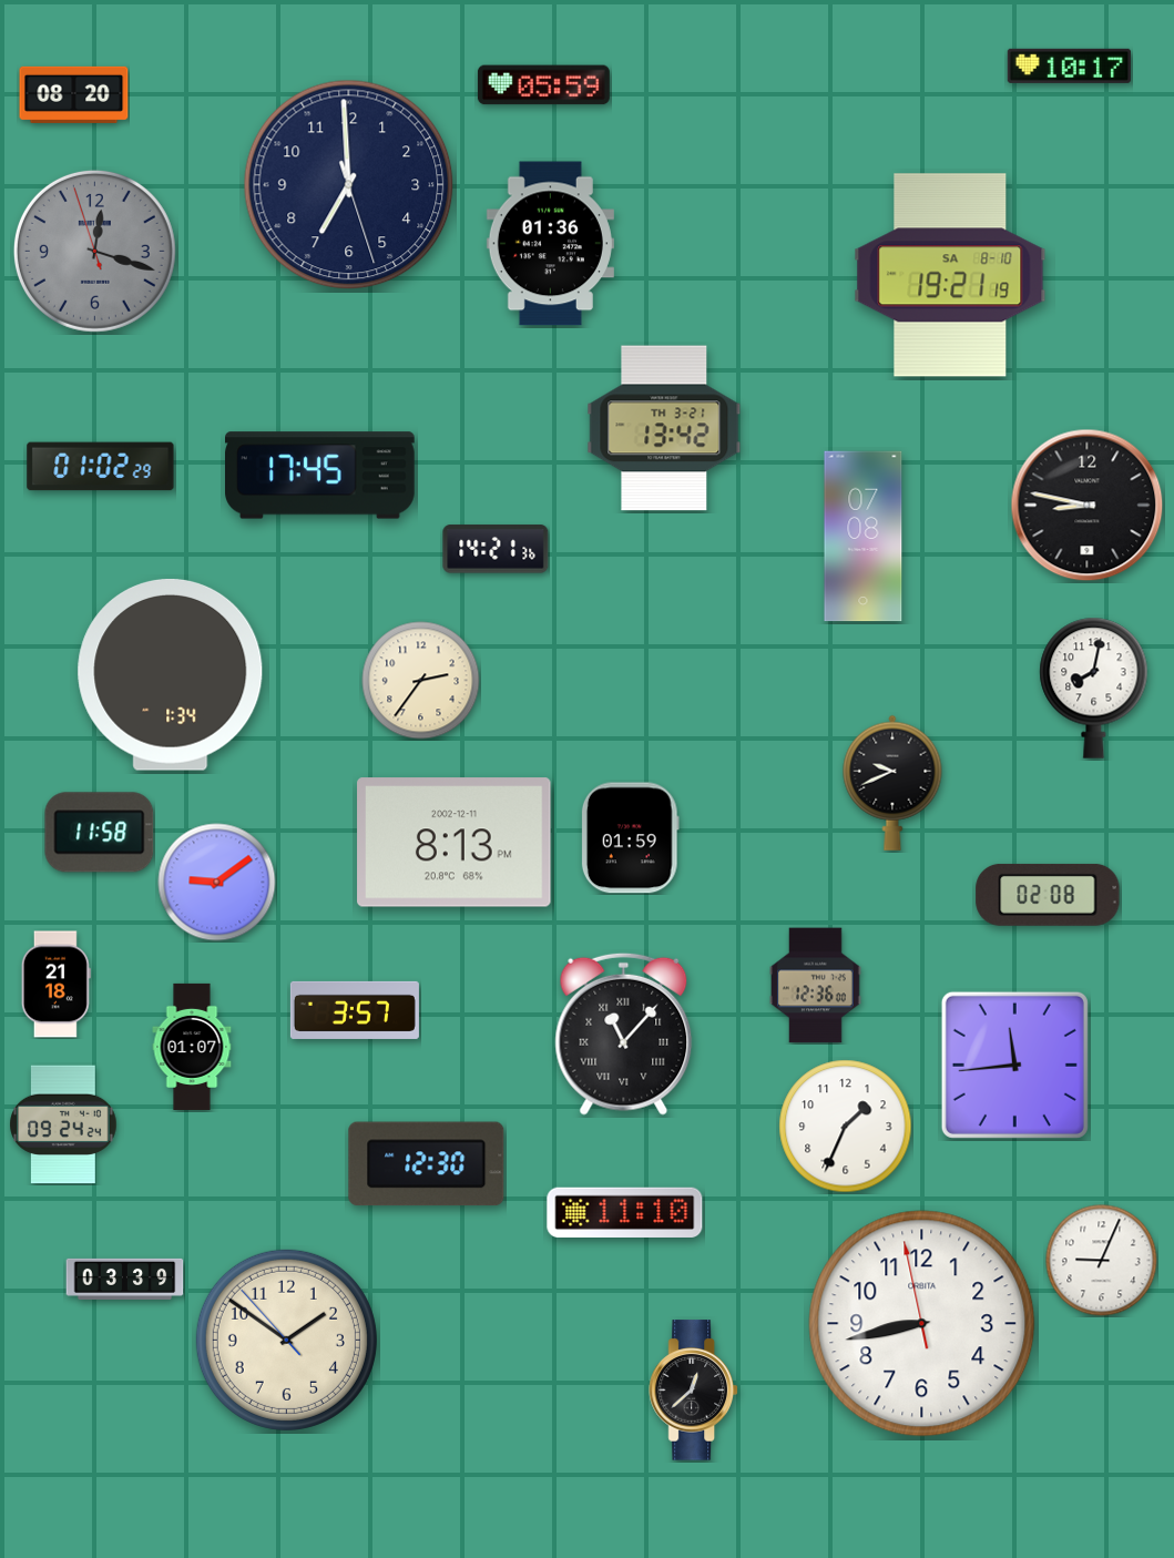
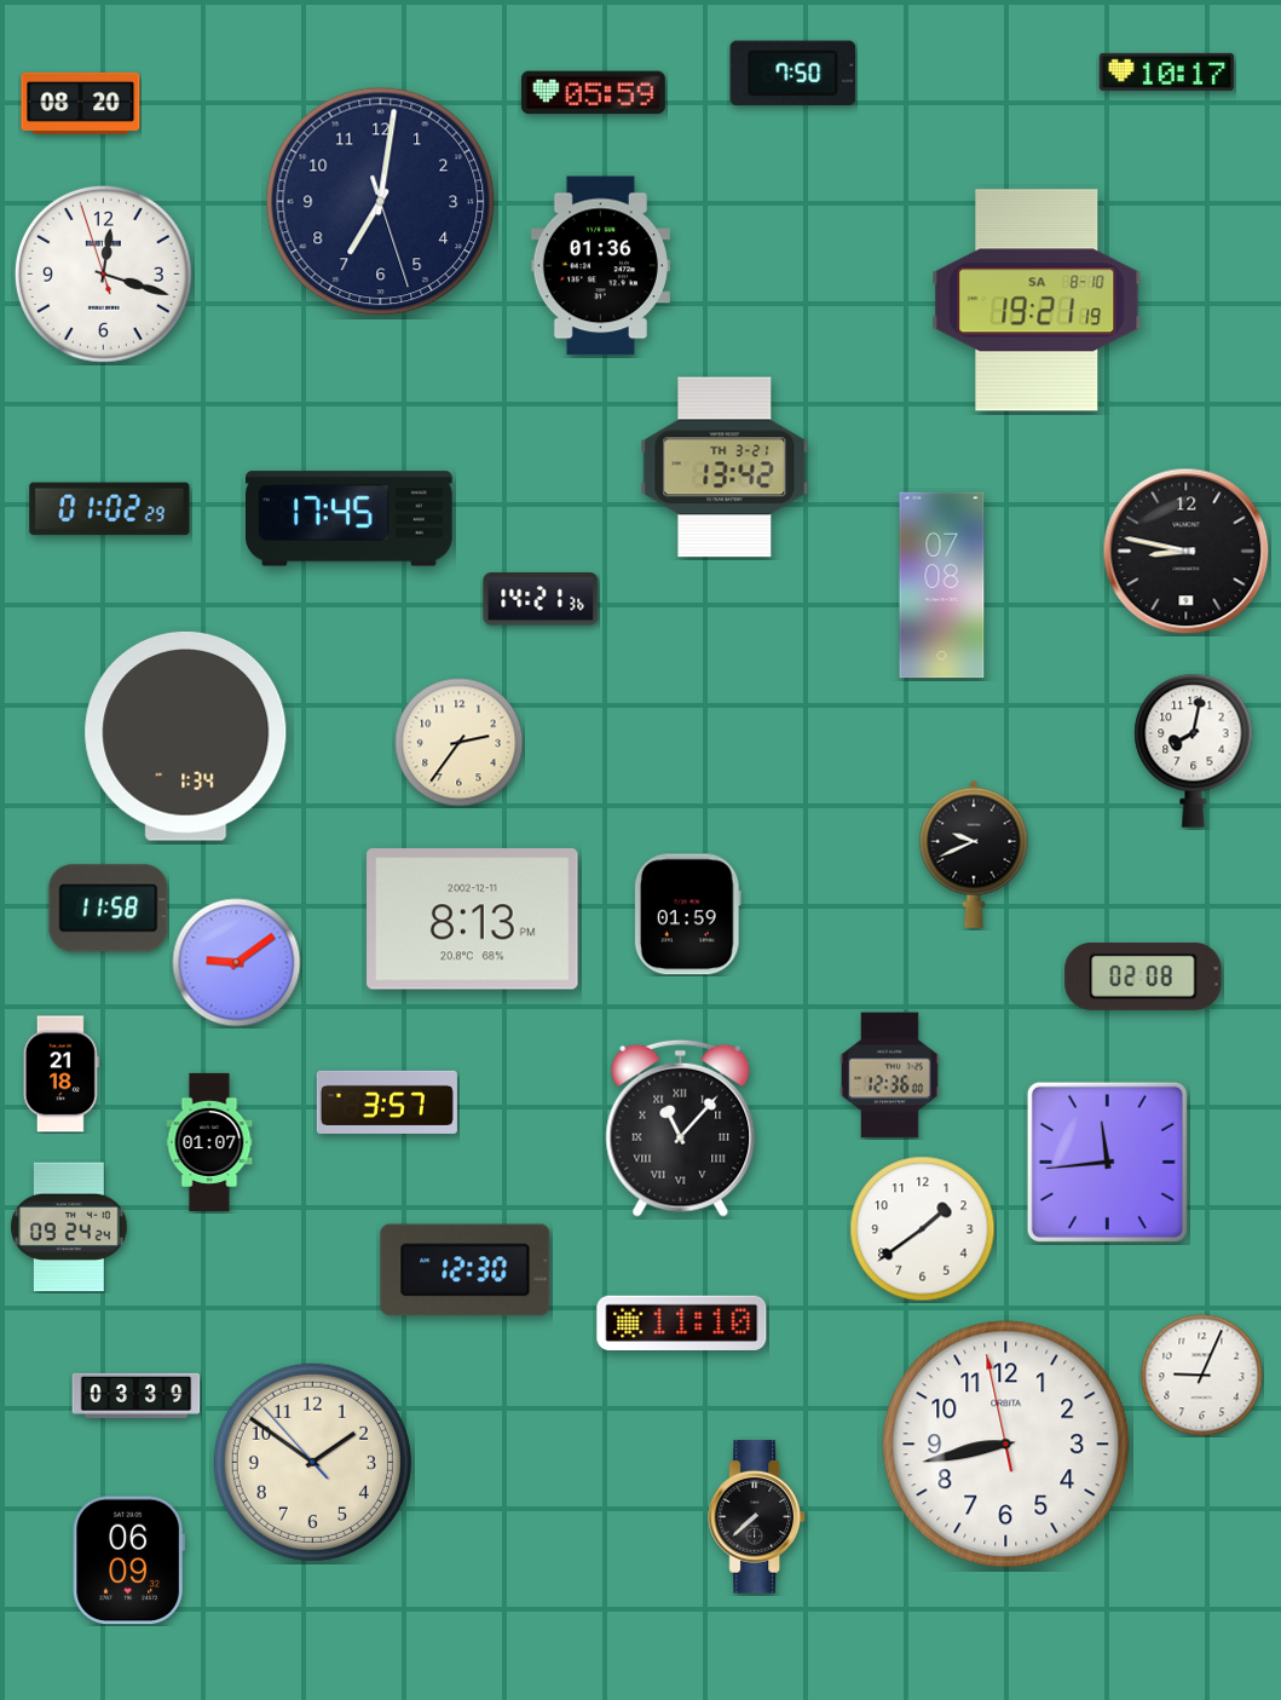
clock at (794, 74): none -> 7:50
clock at (349, 185): 6:59 -> 7:01
clock at (94, 251) dial: grey -> white
clock at (455, 843) position: (455, 843) -> (473, 920)
clock at (846, 1127): 1:34 -> 1:39
clock at (693, 1391): 12:38 -> 7:38
clock at (128, 1561): none -> 06:09
